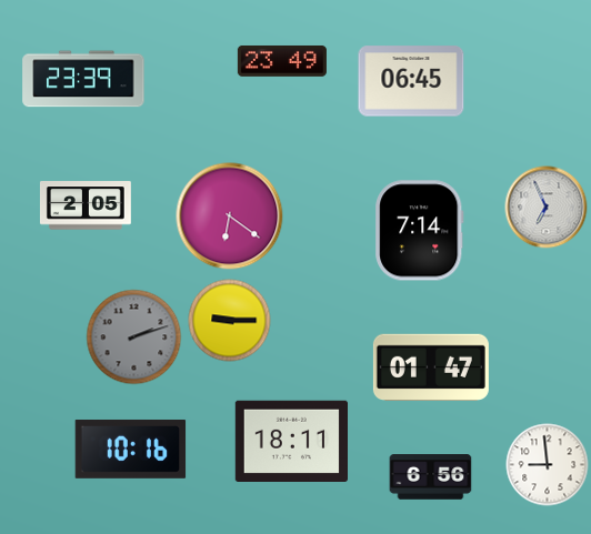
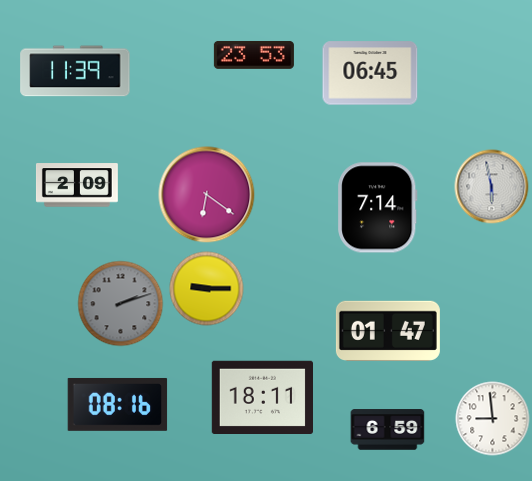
clock at (282, 61): 23:49 -> 23:53
clock at (83, 79): 23:39 -> 11:39
clock at (86, 205): 2:05 -> 2:09
clock at (547, 208): 6:56 -> 5:58
clock at (131, 449): 10:16 -> 08:16
clock at (431, 477): 6:56 -> 6:59
